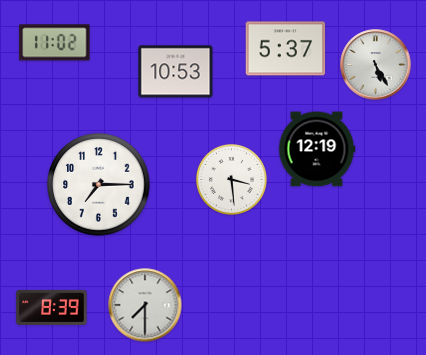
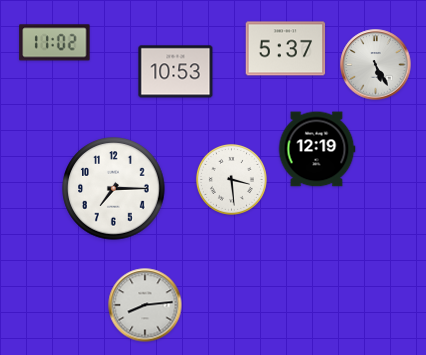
clock at (99, 185) position: (99, 185) -> (114, 189)
clock at (145, 305): 7:30 -> 8:14
clock at (52, 307): 8:39 -> none
